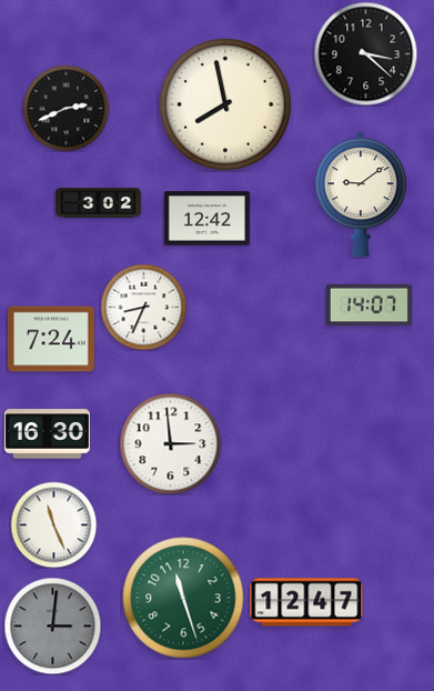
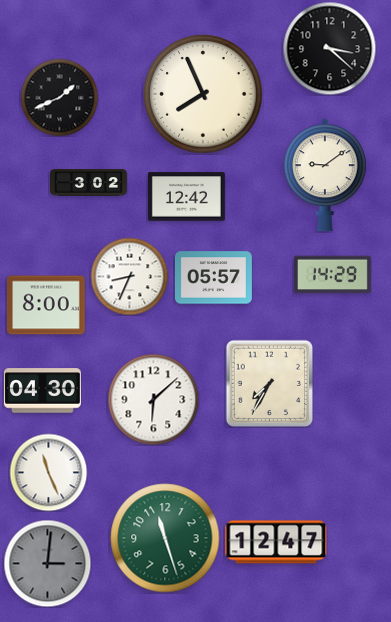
clock at (225, 104): 7:58 -> 7:56
clock at (65, 108): 2:41 -> 1:41
clock at (369, 306): 14:07 -> 14:29
clock at (213, 278): none -> 05:57
clock at (51, 339): 7:24 -> 8:00
clock at (269, 383): none -> 7:35
clock at (47, 434): 16:30 -> 04:30
clock at (170, 443): 2:59 -> 6:08
